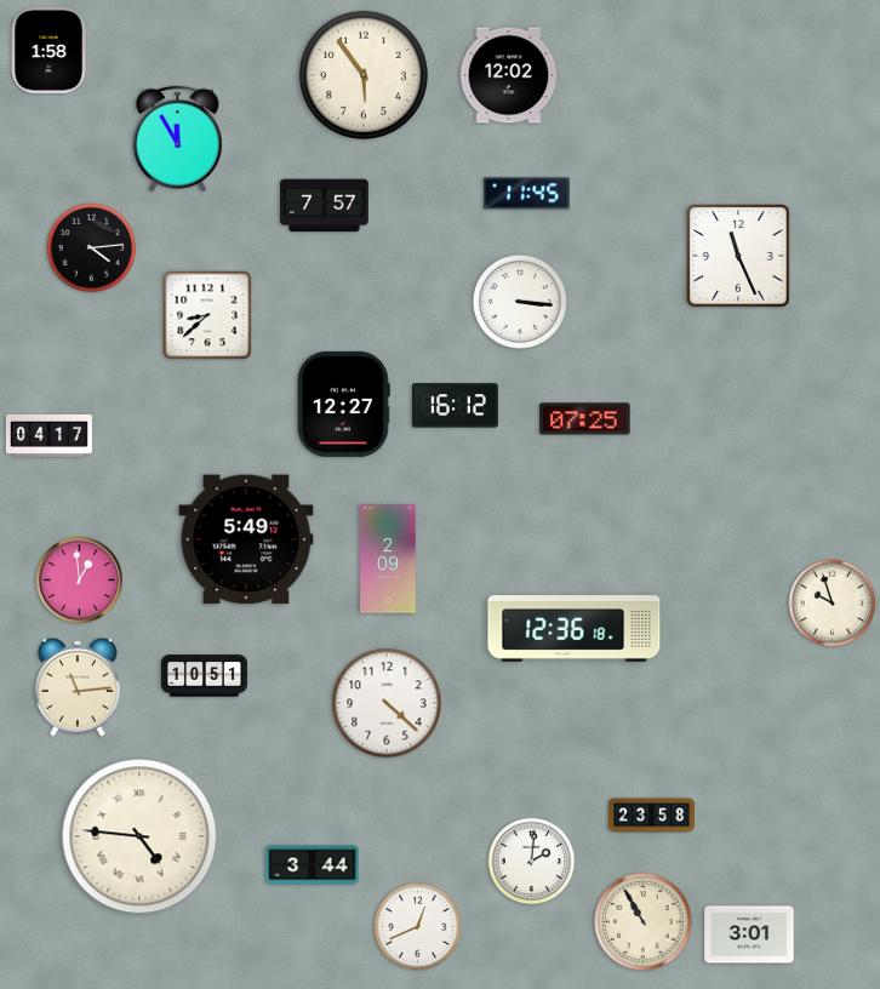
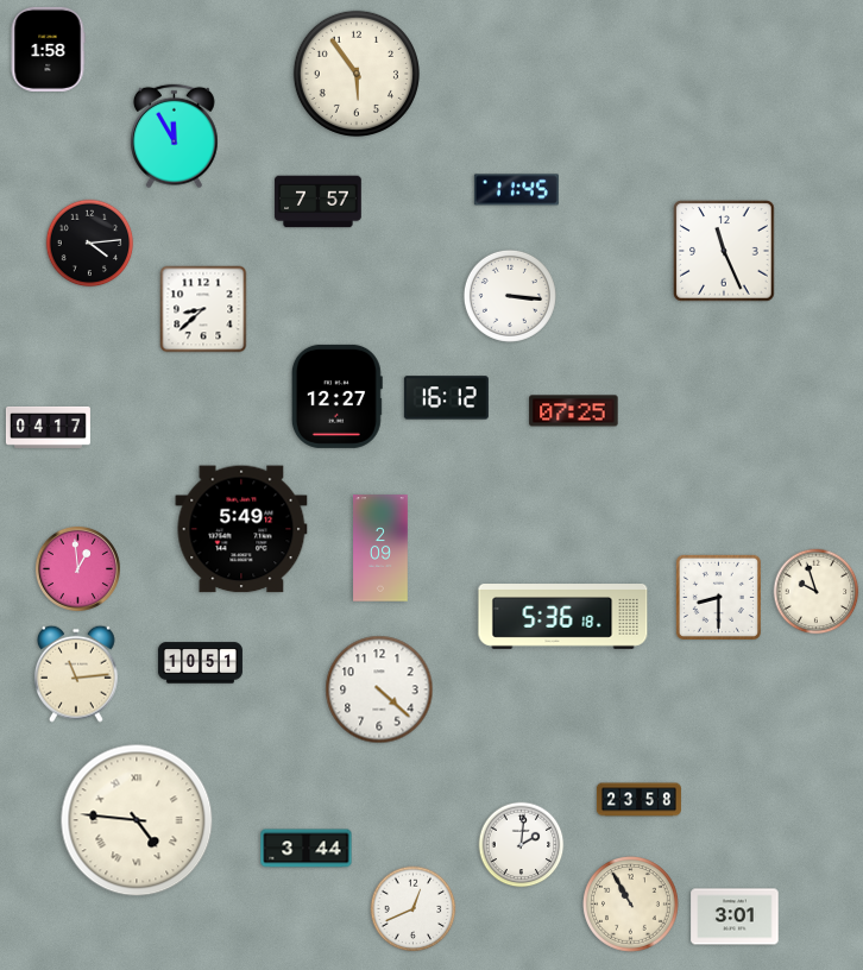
clock at (509, 75): 12:02 -> none
clock at (718, 597): none -> 8:30
clock at (575, 629): 12:36 -> 5:36
clock at (418, 927) position: (418, 927) -> (414, 909)
